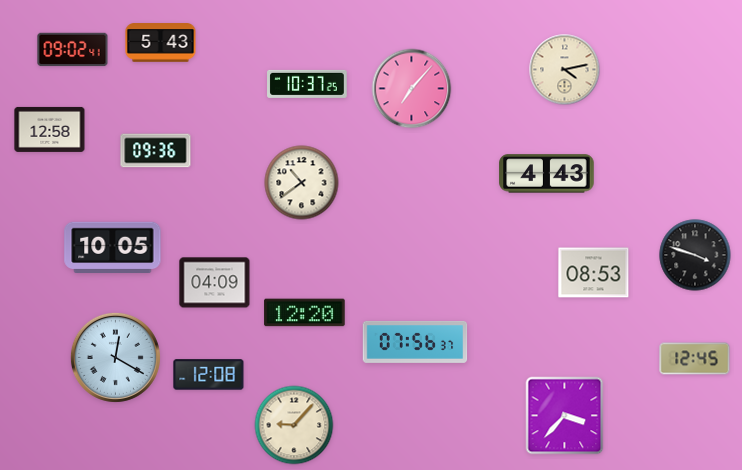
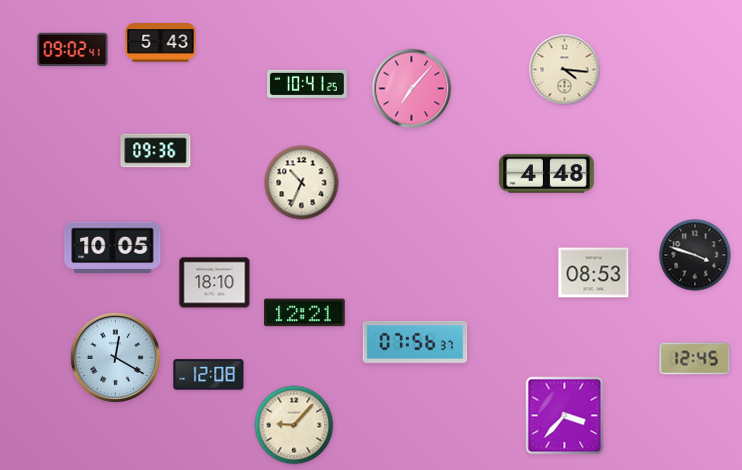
clock at (565, 70): 4:13 -> 4:16
clock at (307, 84): 10:37 -> 10:41
clock at (50, 129): 12:58 -> none
clock at (547, 174): 4:43 -> 4:48
clock at (302, 183): 10:39 -> 10:34
clock at (215, 283): 04:09 -> 18:10
clock at (305, 313): 12:20 -> 12:21
